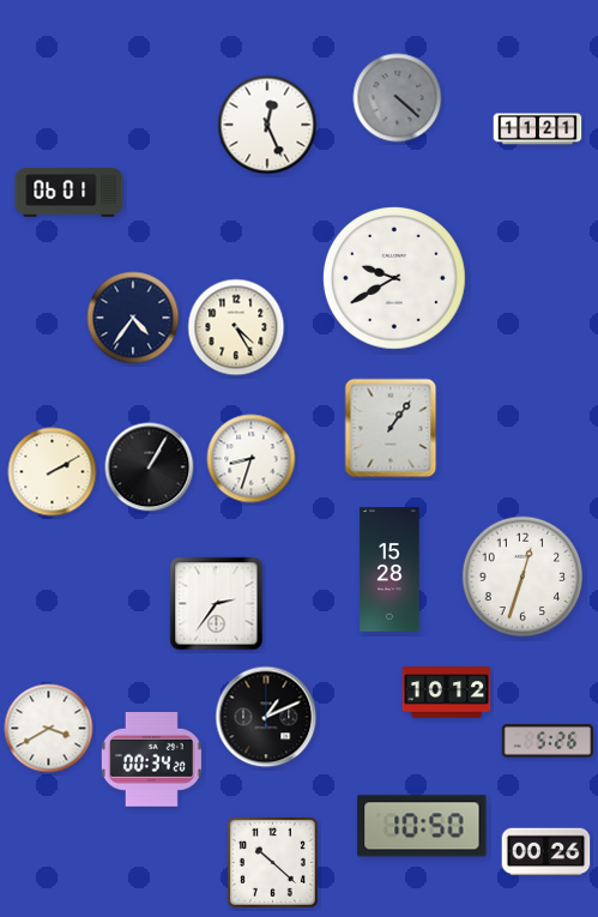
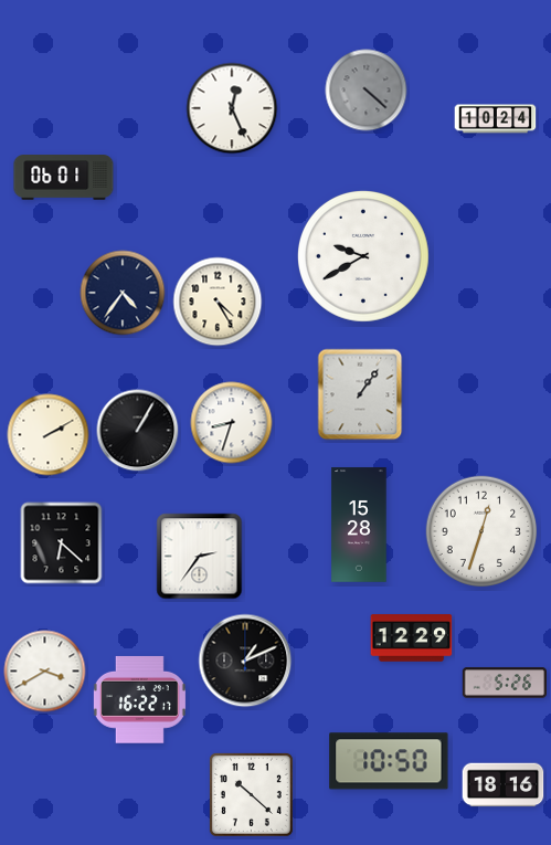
clock at (267, 125) position: (267, 125) -> (232, 108)
clock at (538, 129): 11:21 -> 10:24
clock at (62, 543): none -> 6:22
clock at (447, 693): 10:12 -> 12:29
clock at (151, 759): 00:34 -> 16:22
clock at (546, 852): 00:26 -> 18:16
